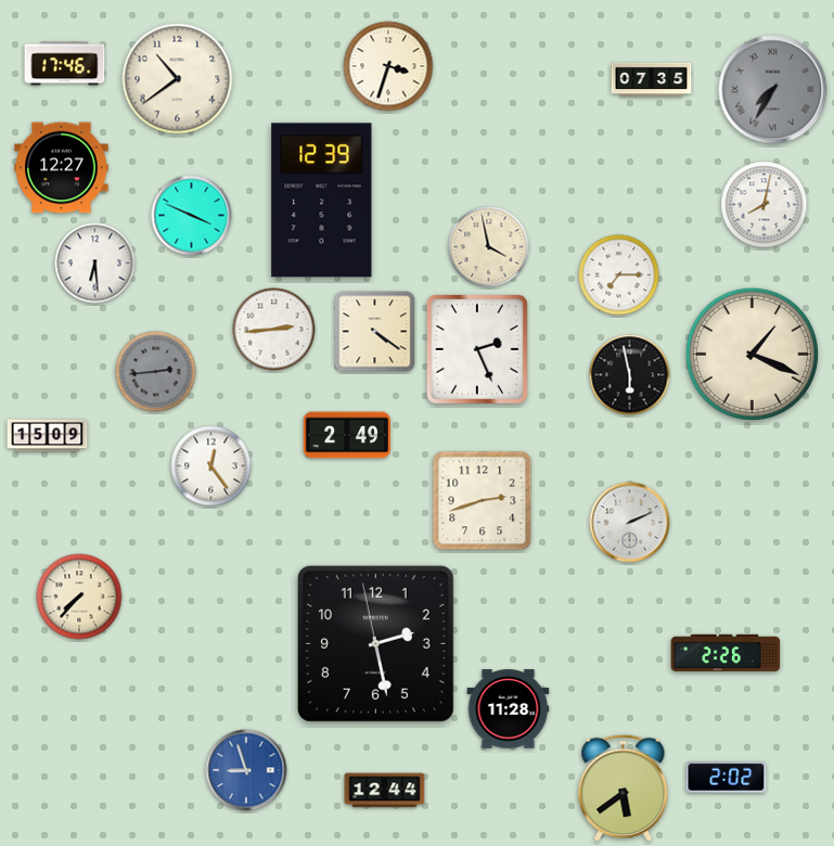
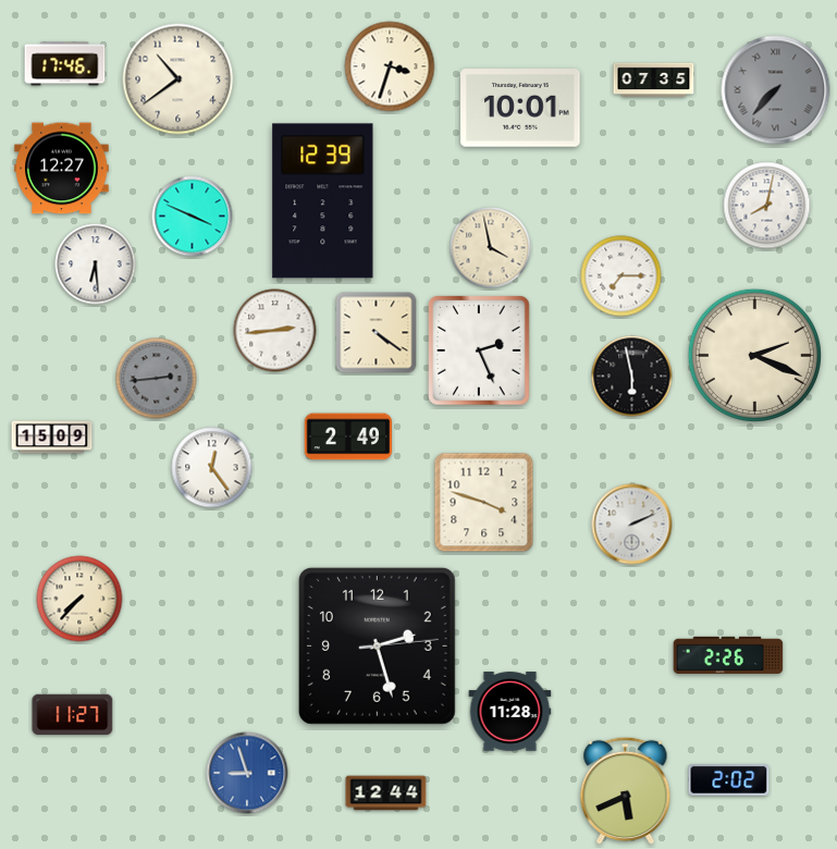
clock at (773, 90): 7:35 -> 7:37
clock at (520, 108): none -> 10:01
clock at (752, 354): 1:19 -> 2:19
clock at (156, 372) position: (156, 372) -> (157, 379)
clock at (48, 436) position: (48, 436) -> (52, 438)
clock at (483, 501): 2:42 -> 3:48
clock at (375, 643): 2:27:58 -> 2:27:14
clock at (73, 714): none -> 11:27
clock at (624, 789): 5:39 -> 5:41
